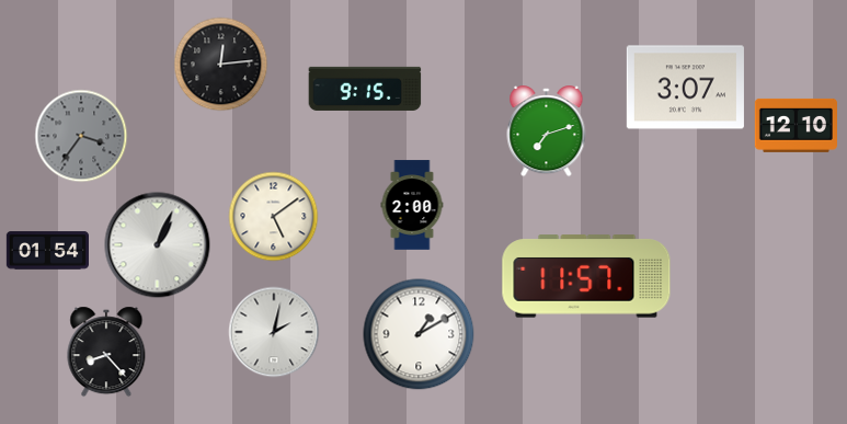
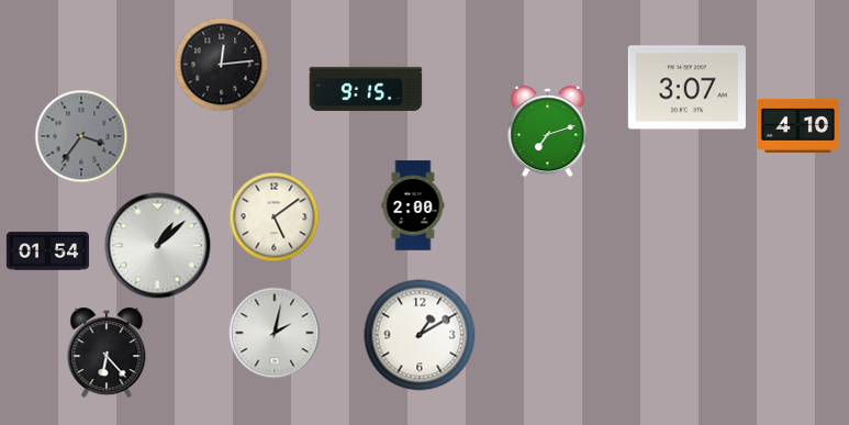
clock at (796, 125): 12:10 -> 4:10
clock at (158, 245): 1:04 -> 1:08
clock at (586, 276): 11:57 -> none
clock at (106, 352): 8:23 -> 6:23
